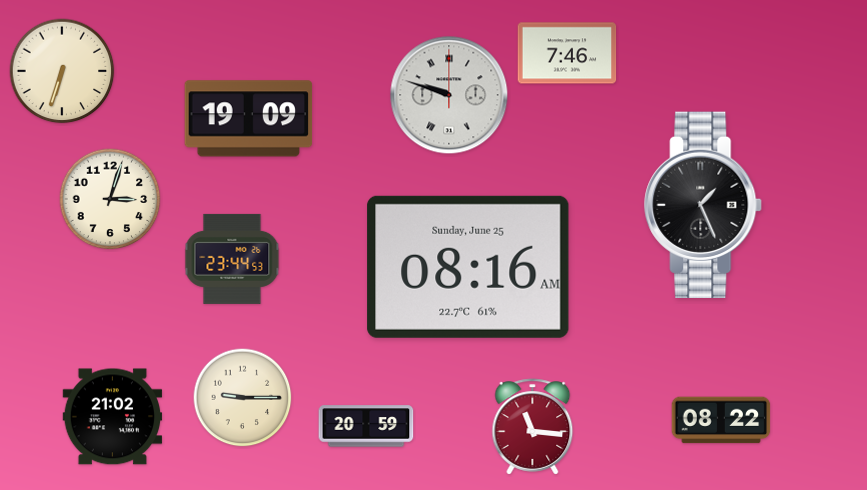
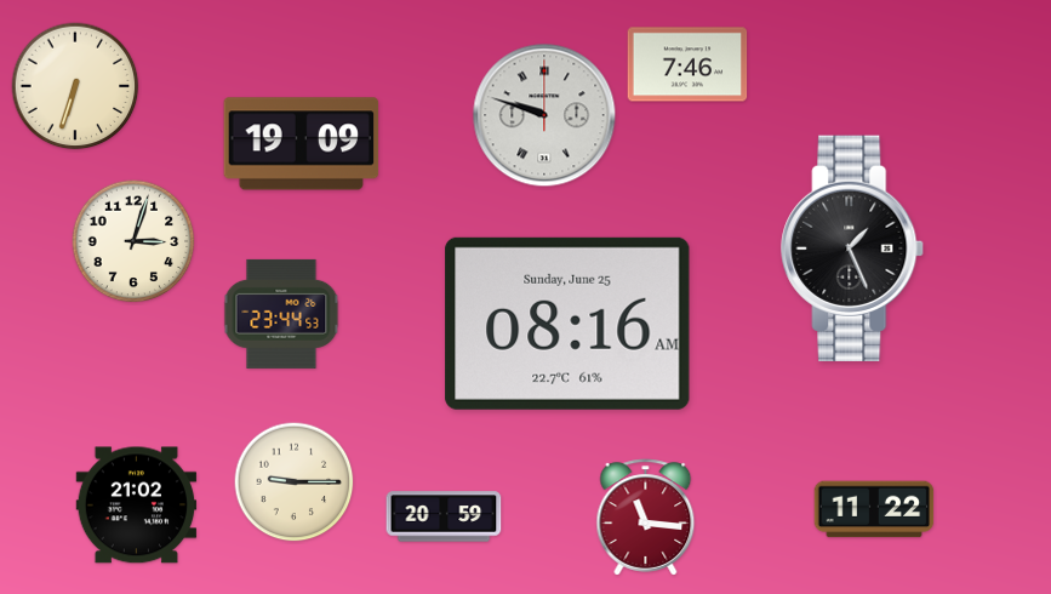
clock at (721, 420): 08:22 -> 11:22
